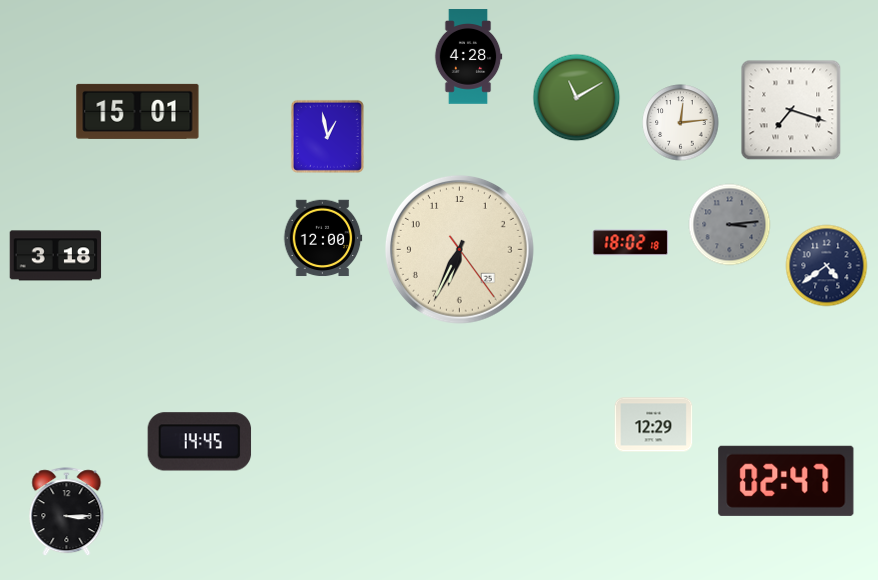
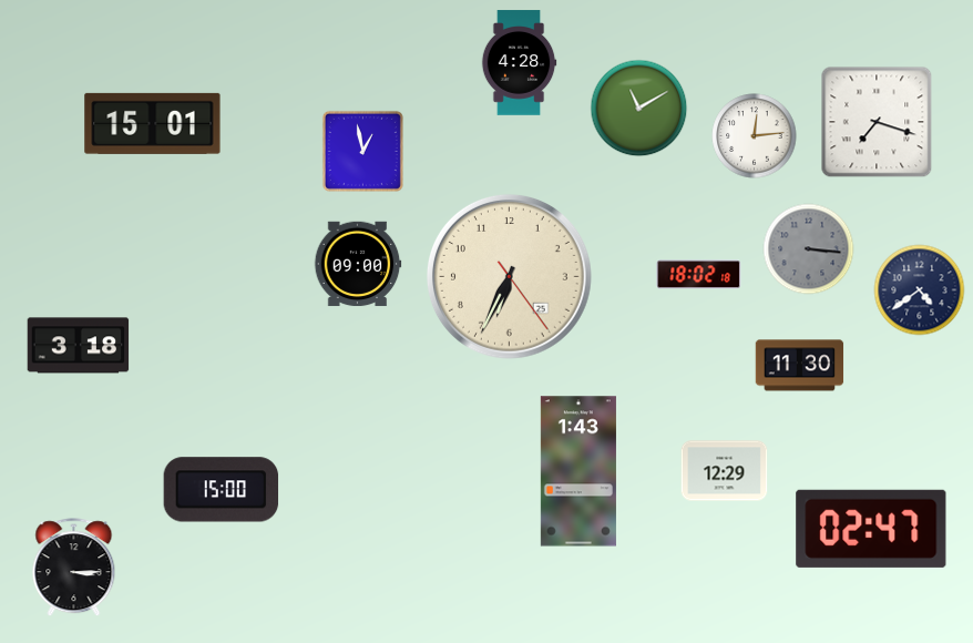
clock at (730, 225): 3:14 -> 3:16
clock at (323, 238): 12:00 -> 09:00
clock at (631, 243) position: (631, 243) -> (699, 275)
clock at (56, 256) position: (56, 256) -> (79, 346)
clock at (827, 266) position: (827, 266) -> (920, 290)
clock at (800, 366): none -> 11:30
clock at (578, 471): none -> 1:43
clock at (200, 442): 14:45 -> 15:00
clock at (786, 481) position: (786, 481) -> (871, 529)
